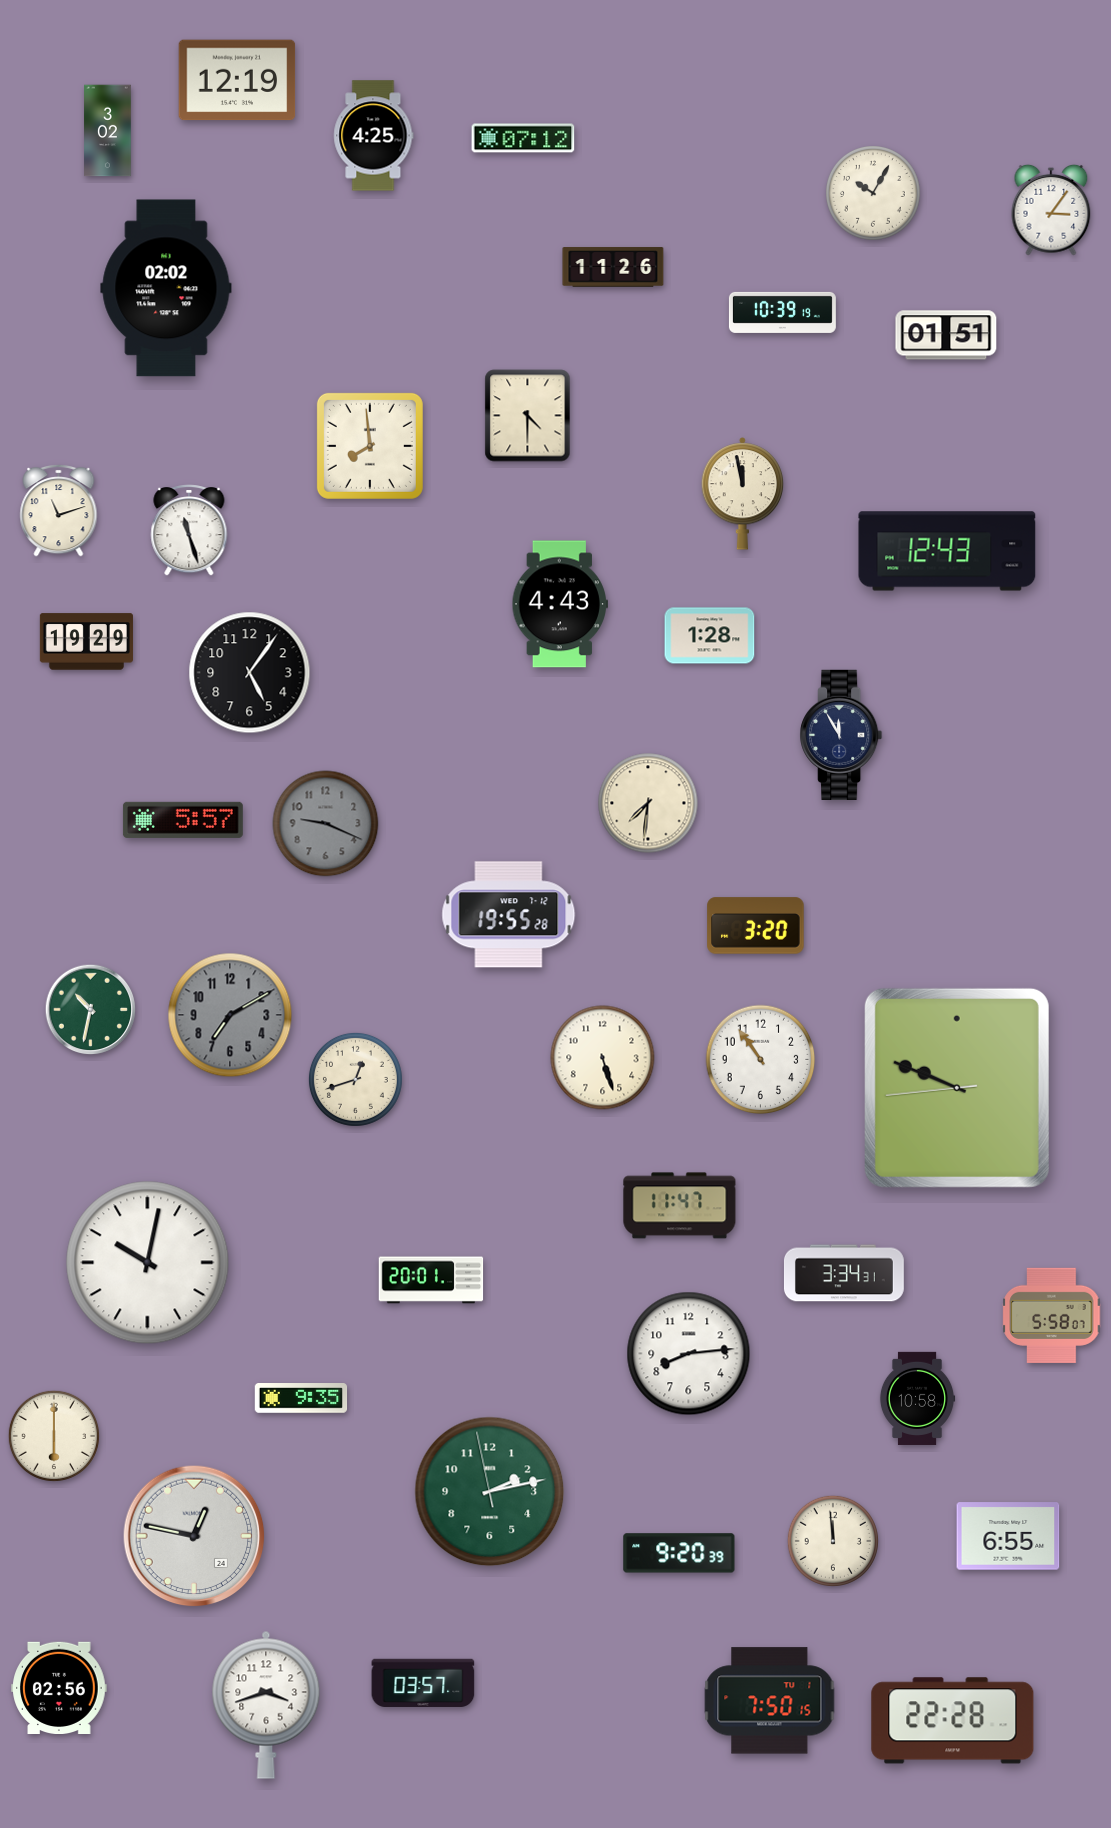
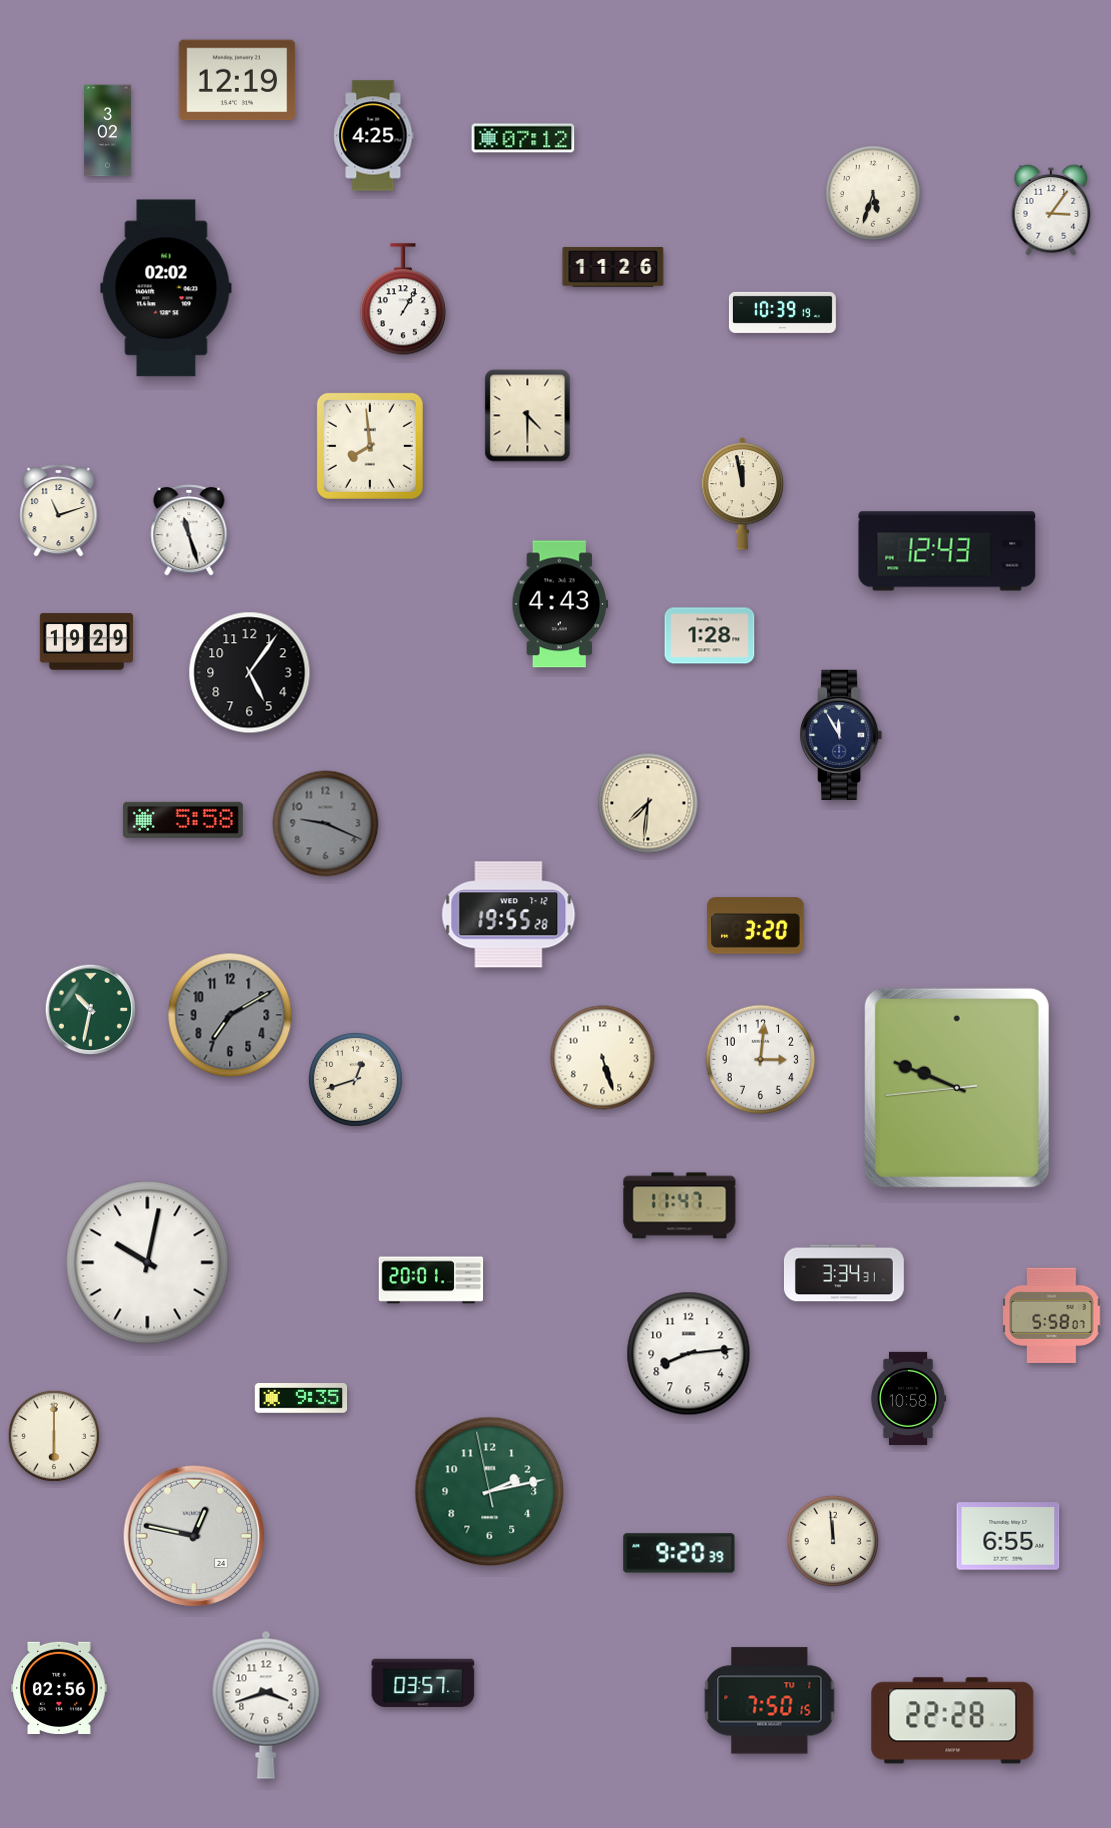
clock at (874, 194): 10:05 -> 5:33
clock at (403, 300): none -> 1:05
clock at (946, 335): 01:51 -> none
clock at (183, 820): 5:57 -> 5:58
clock at (761, 1060): 10:54 -> 3:01
clock at (917, 1398) position: (917, 1398) -> (908, 1398)
